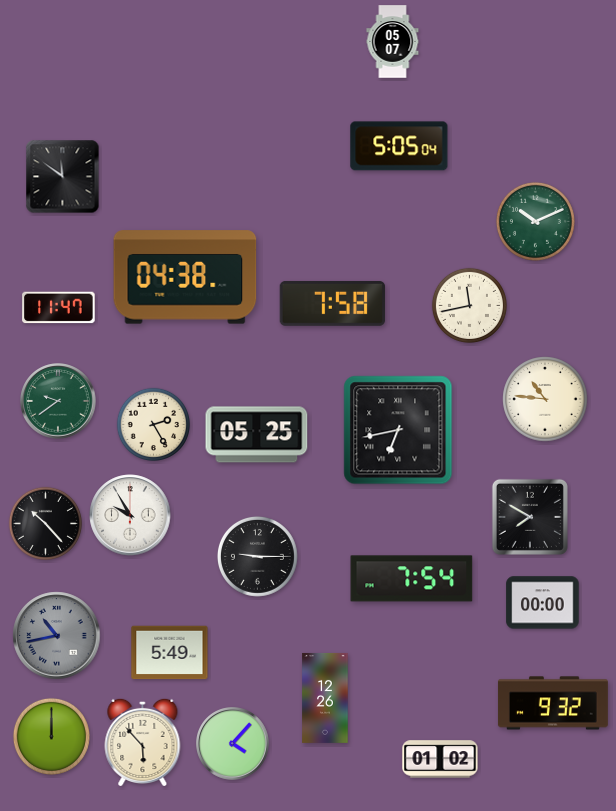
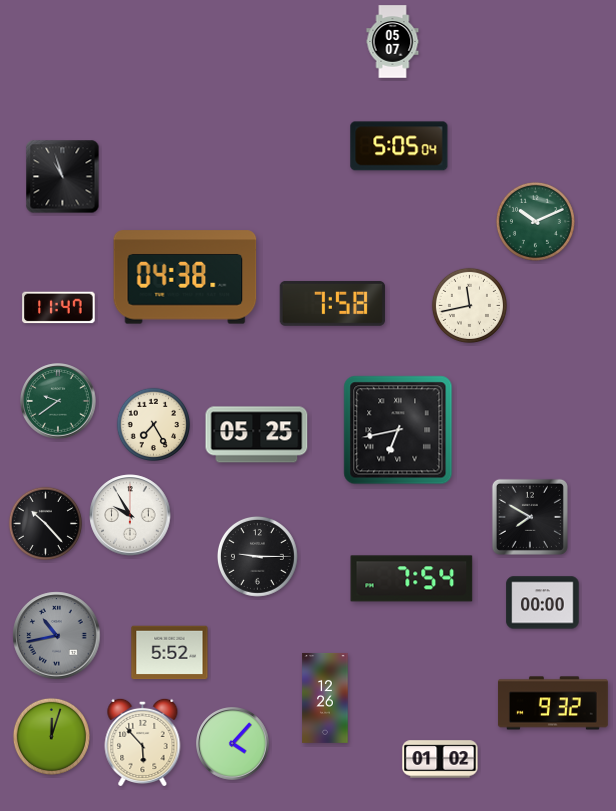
clock at (63, 177): 11:51 -> 10:57
clock at (545, 399): 10:46 -> none
clock at (153, 424): 2:25 -> 7:25
clock at (170, 653): 5:49 -> 5:52
clock at (51, 736): 12:00 -> 12:03
